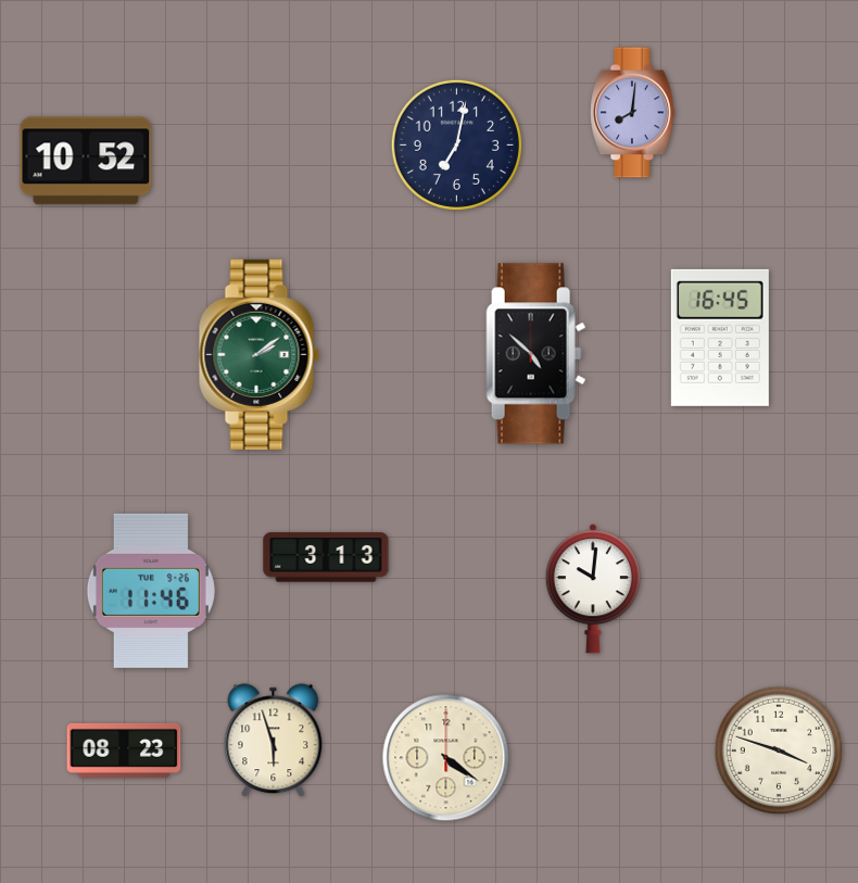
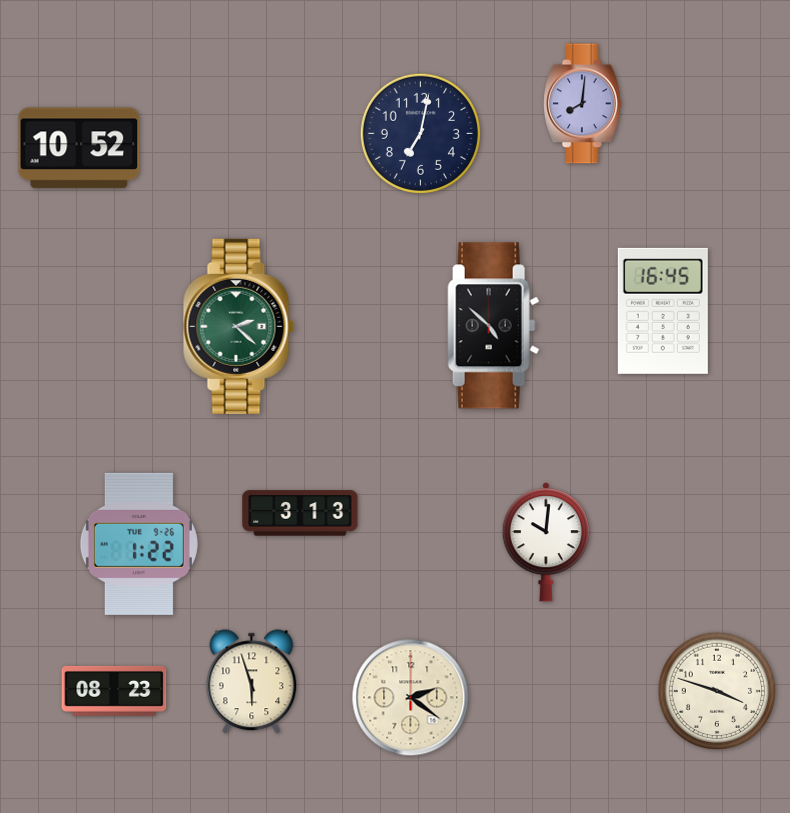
clock at (258, 354): 2:09 -> 2:22
clock at (151, 591): 11:46 -> 1:22
clock at (446, 758): 4:21 -> 2:21
